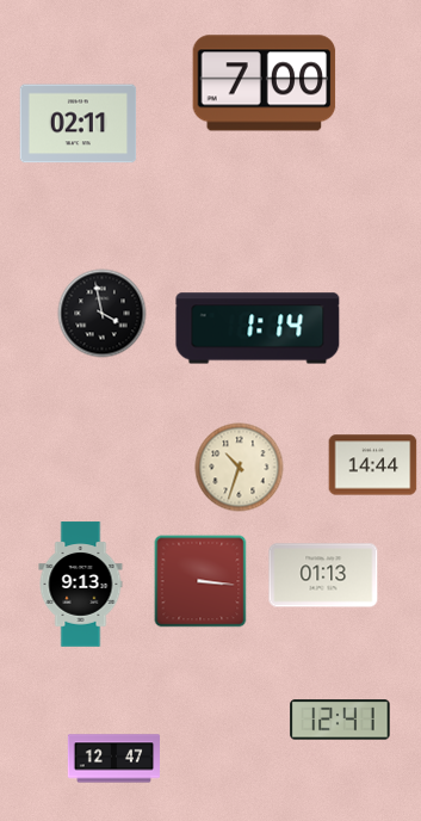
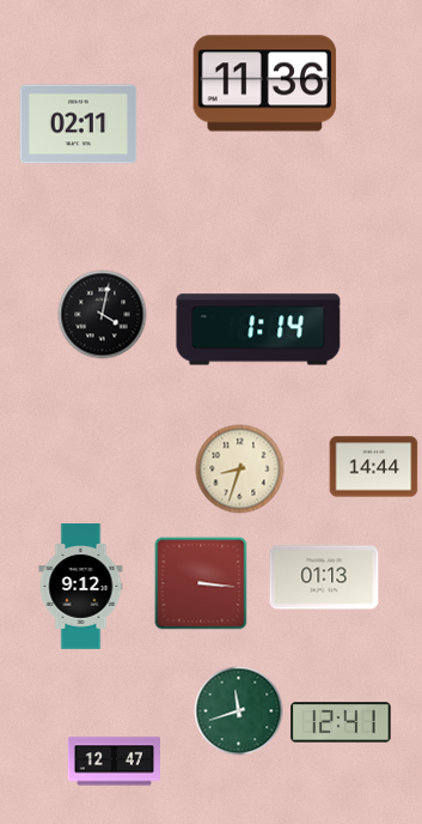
clock at (265, 84): 7:00 -> 11:36
clock at (103, 314): 3:58 -> 4:02
clock at (240, 468): 10:33 -> 8:33
clock at (81, 585): 9:13 -> 9:12
clock at (239, 711): none -> 11:42
